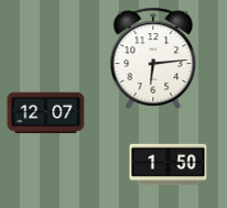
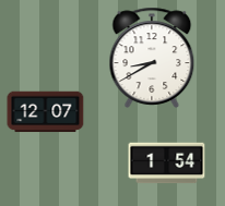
clock at (153, 58): 6:14 -> 8:40
clock at (169, 165): 1:50 -> 1:54
